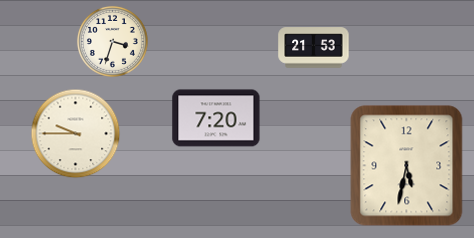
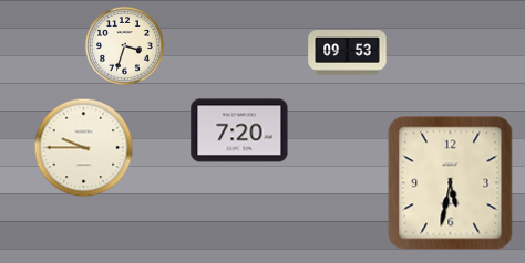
clock at (314, 48): 21:53 -> 09:53
